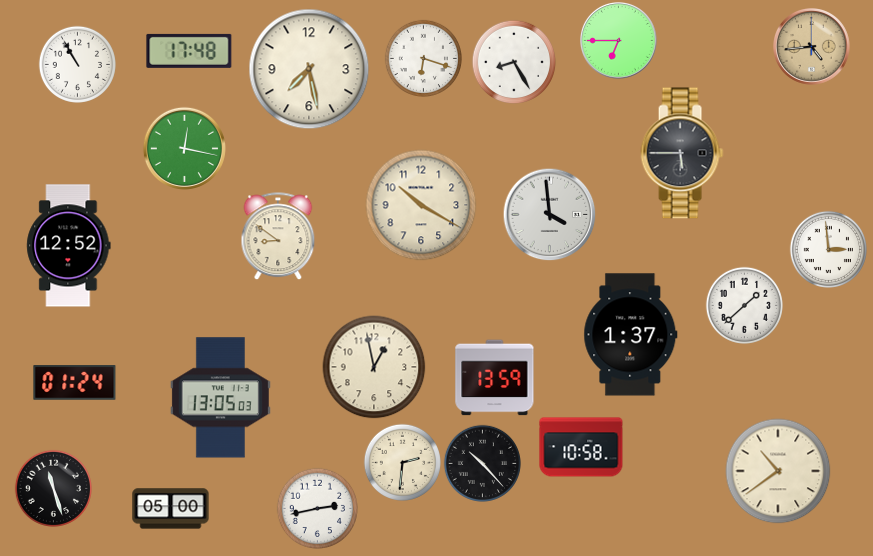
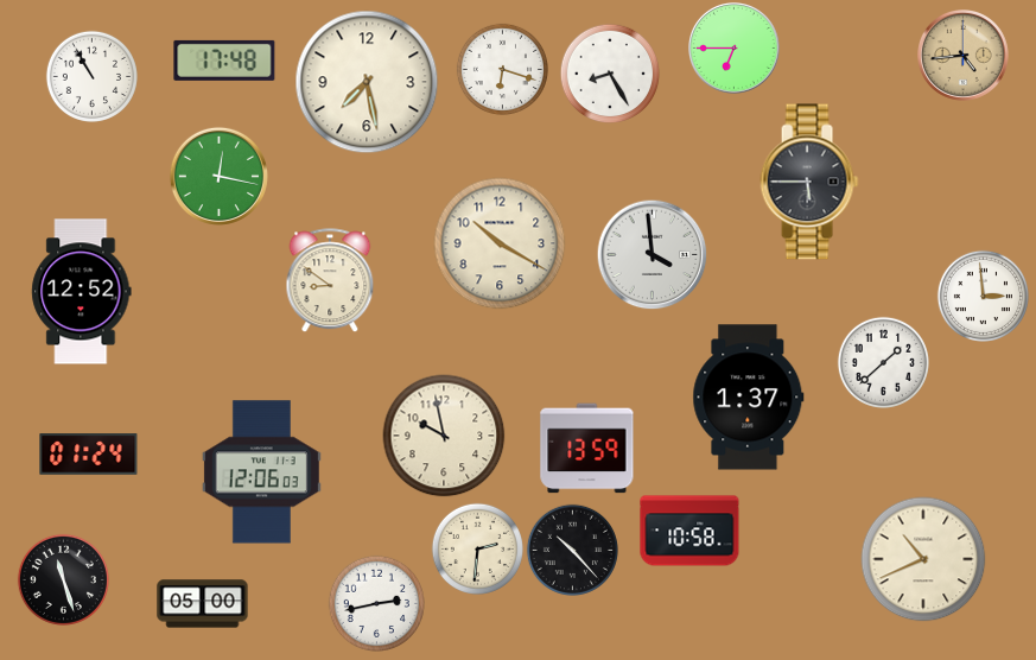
clock at (374, 367): 12:58 -> 9:58
clock at (220, 398): 13:05 -> 12:06
clock at (778, 471): 10:39 -> 10:41
